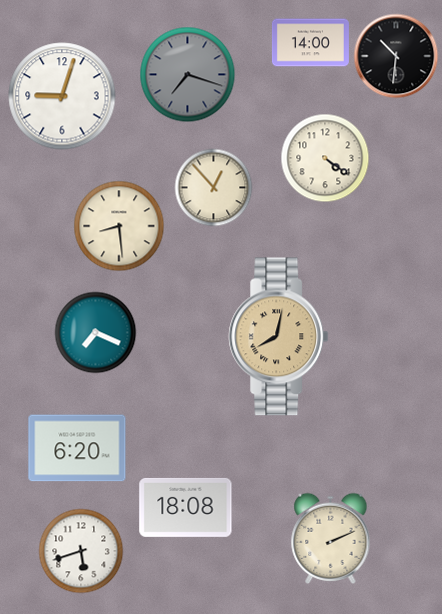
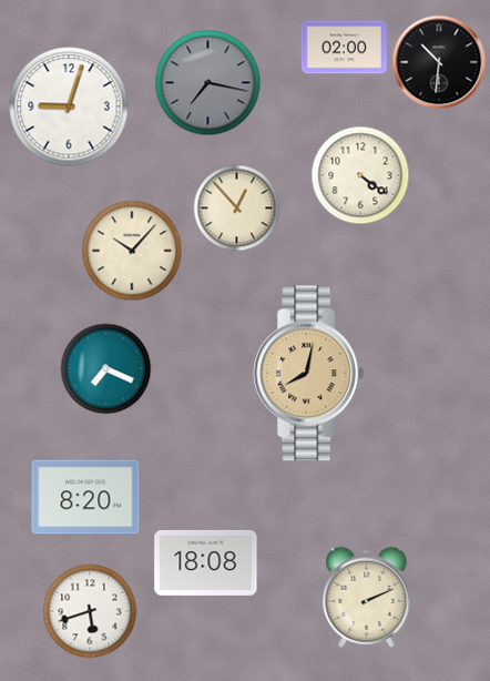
clock at (310, 43): 14:00 -> 02:00
clock at (187, 74): 7:18 -> 7:17
clock at (119, 226): 8:29 -> 10:07
clock at (77, 448): 6:20 -> 8:20
